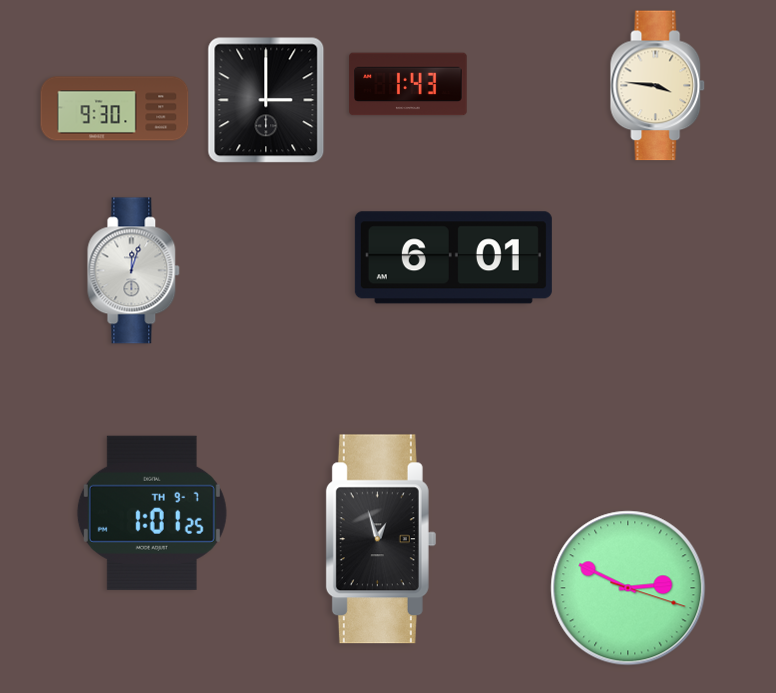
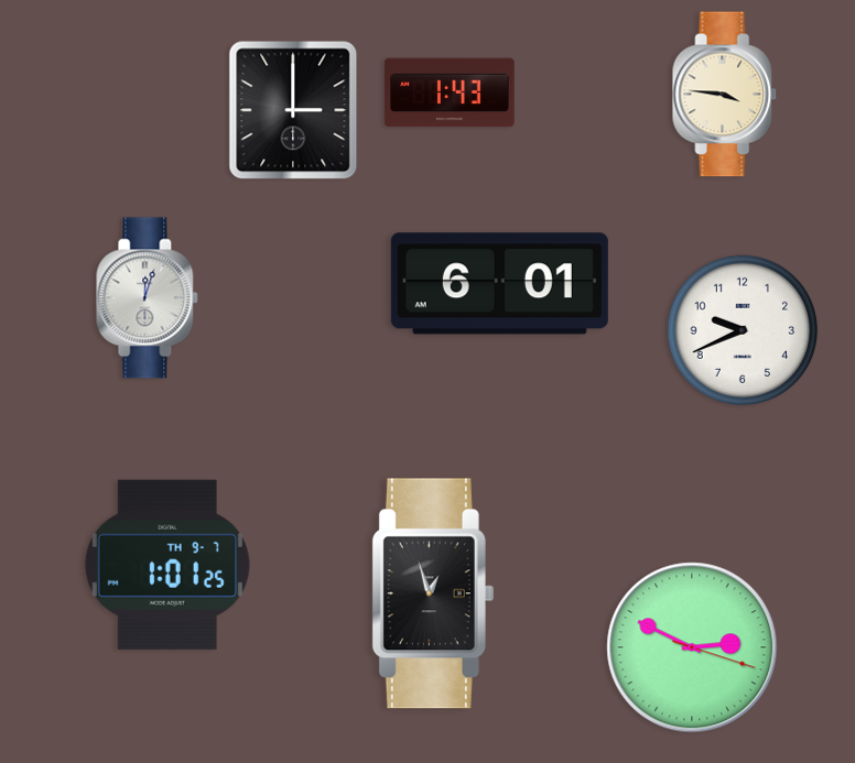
clock at (115, 109): 9:30 -> none
clock at (743, 330): none -> 9:41
clock at (381, 539) position: (381, 539) -> (433, 593)
